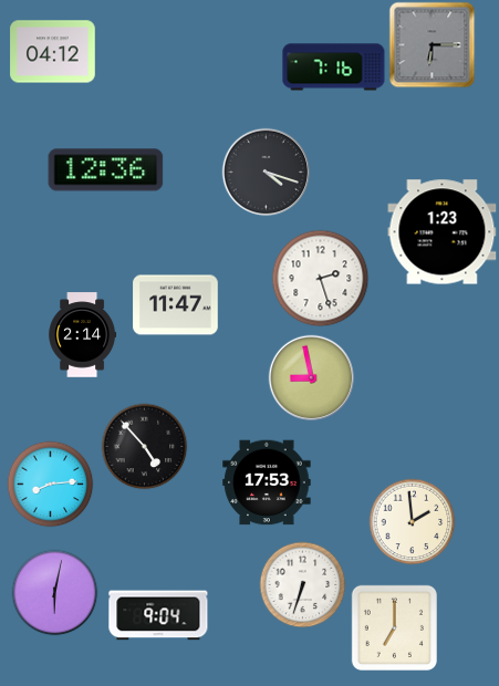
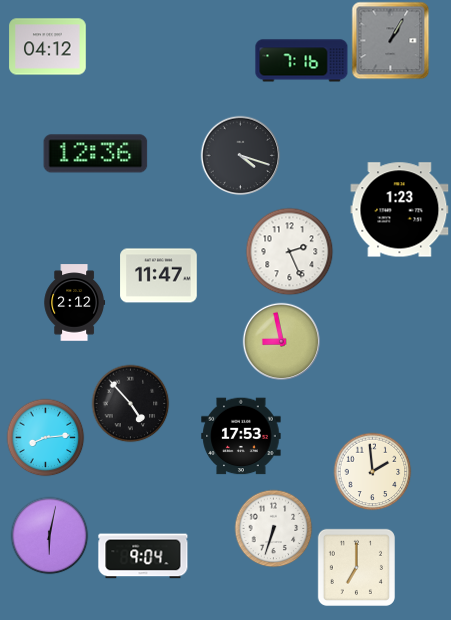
clock at (432, 44): 6:15 -> 1:05
clock at (320, 278): 2:27 -> 2:26
clock at (83, 335): 2:14 -> 2:12
